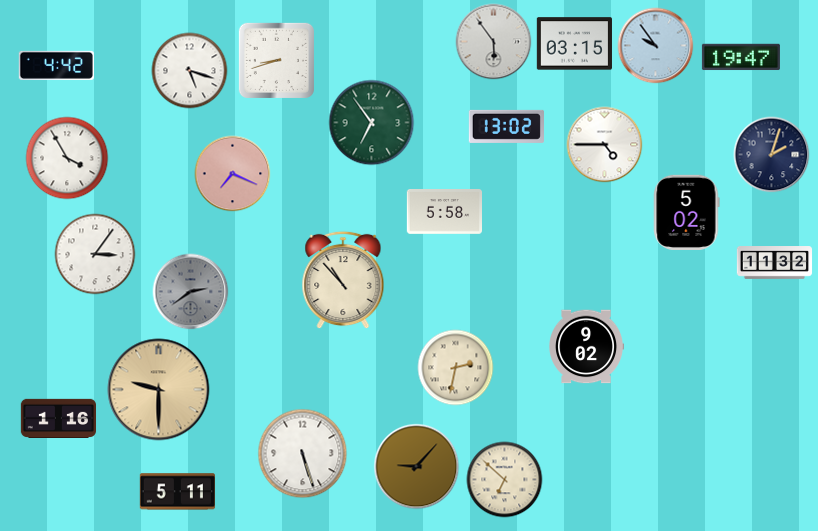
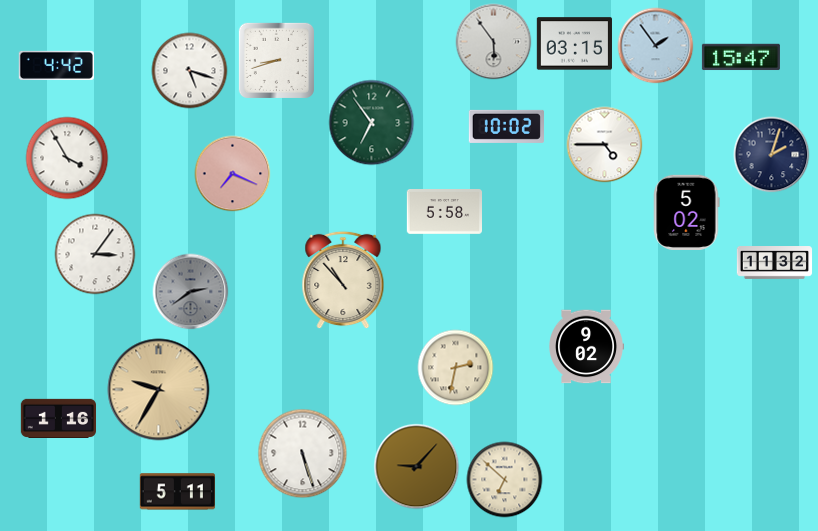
clock at (656, 46): 9:54 -> 1:54
clock at (741, 57): 19:47 -> 15:47
clock at (506, 126): 13:02 -> 10:02
clock at (159, 390): 9:30 -> 9:35
